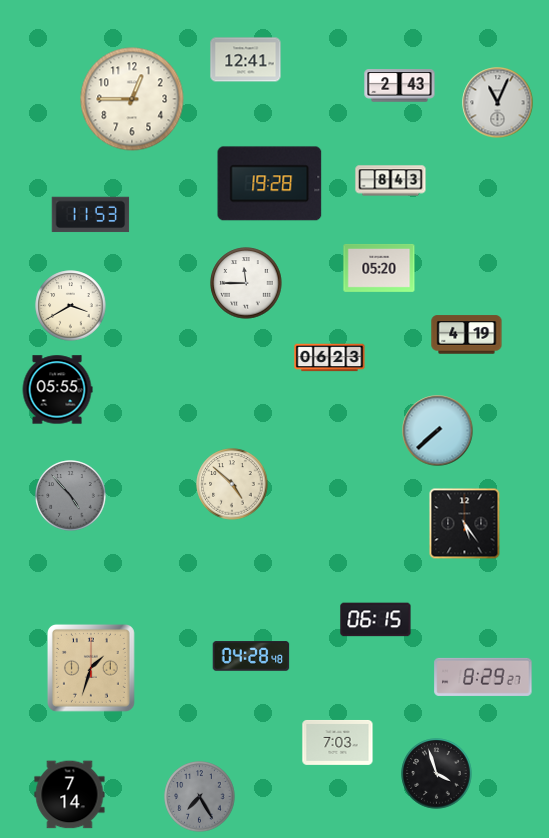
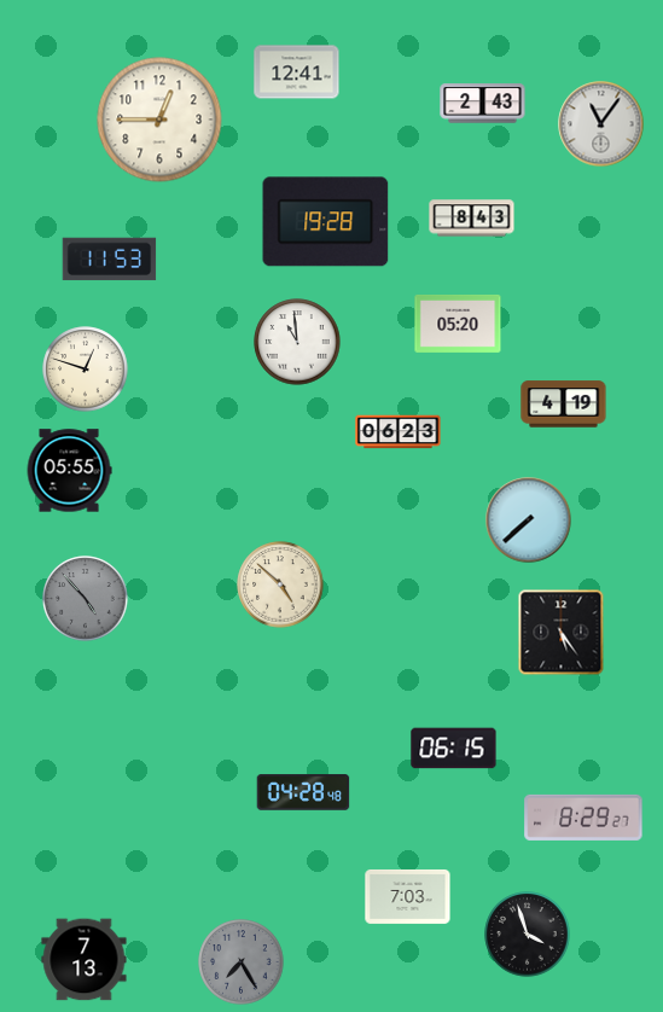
clock at (498, 103): 11:04 -> 11:06
clock at (246, 283): 11:45 -> 10:59
clock at (71, 306): 3:40 -> 12:48
clock at (91, 668): 1:33 -> none
clock at (70, 795): 7:14 -> 7:13
